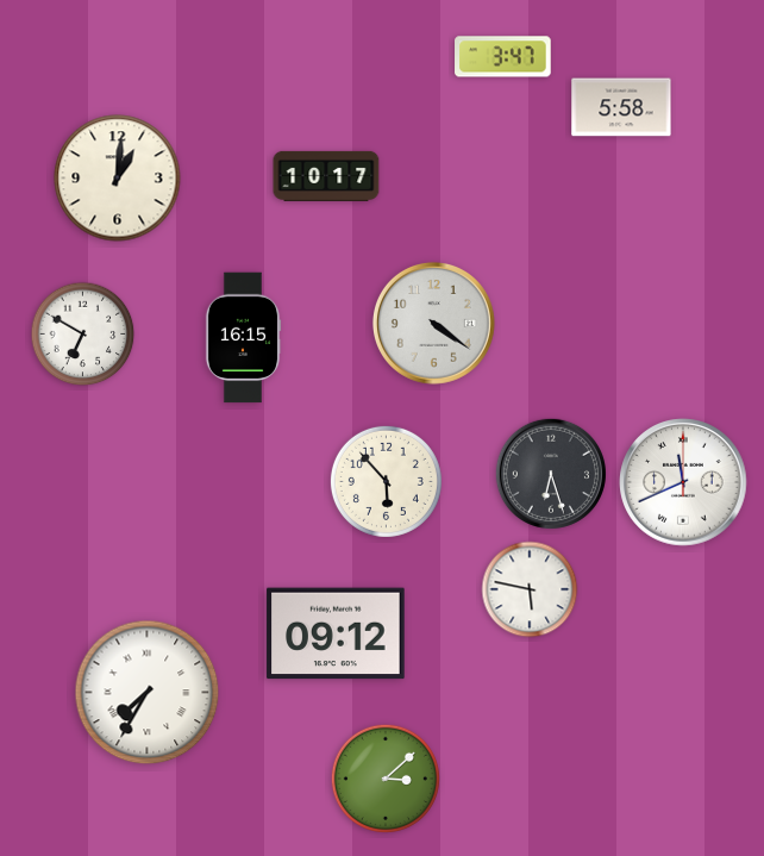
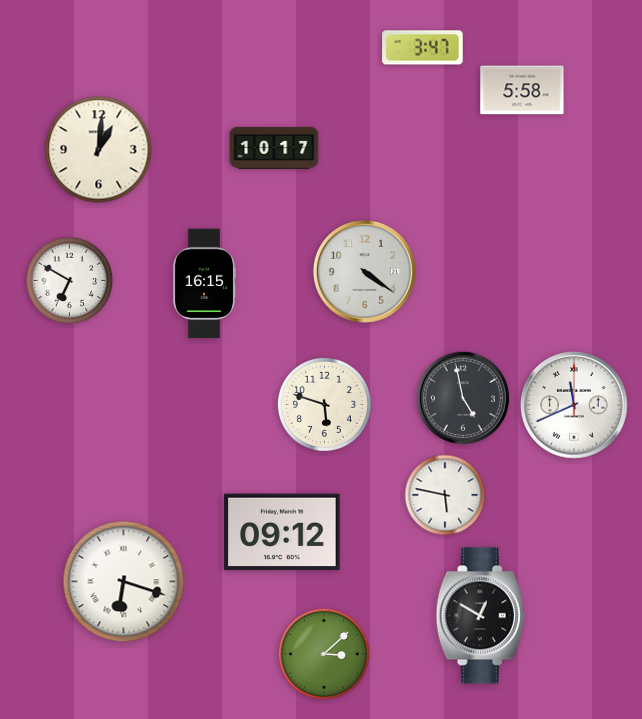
clock at (551, 474): 6:27 -> 4:58
clock at (386, 481): 5:53 -> 5:48
clock at (148, 693): 7:35 -> 6:18
clock at (480, 616): none -> 12:50
